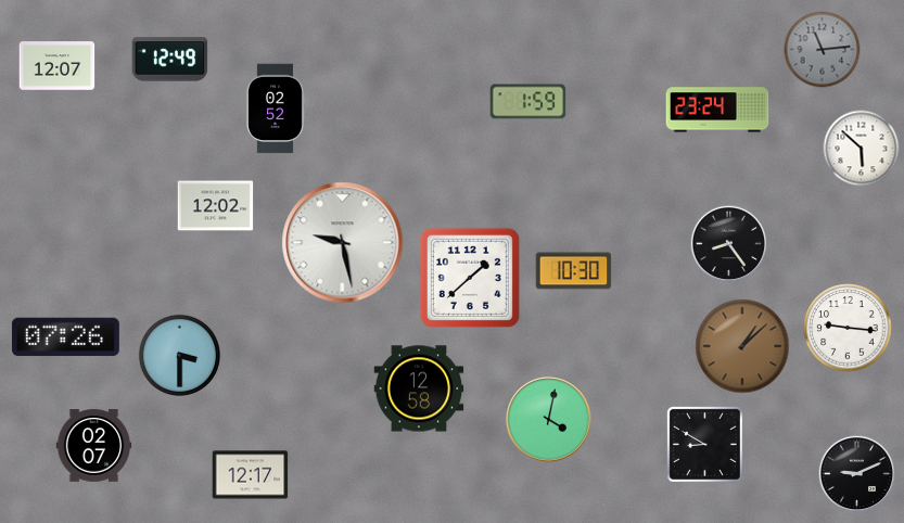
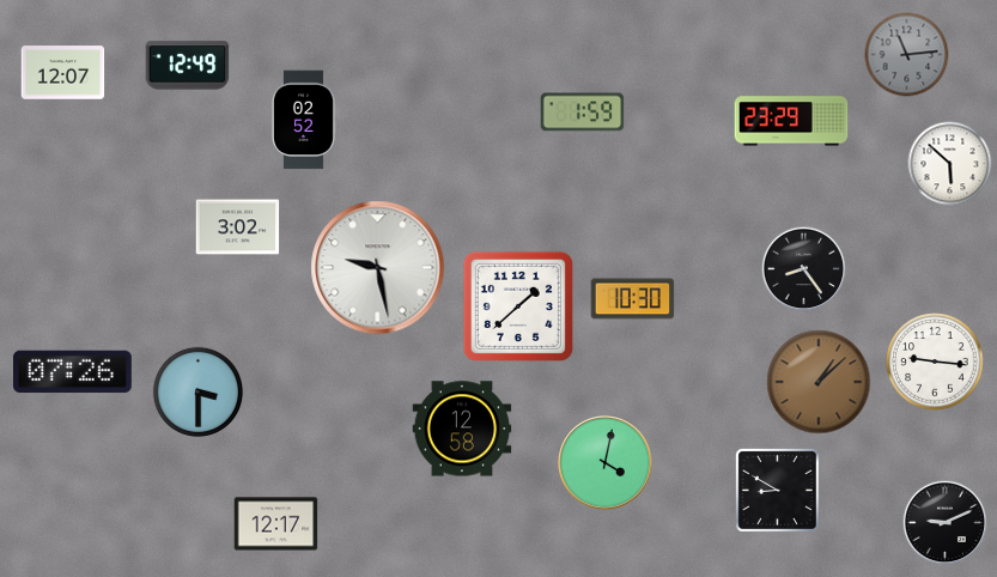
clock at (717, 110): 23:24 -> 23:29
clock at (216, 206): 12:02 -> 3:02
clock at (94, 446): 02:07 -> none
